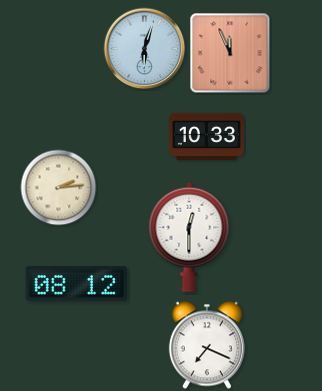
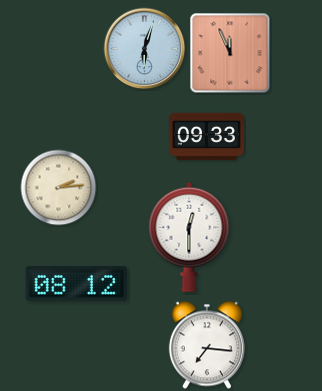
clock at (206, 137): 10:33 -> 09:33
clock at (207, 345): 7:19 -> 7:16
